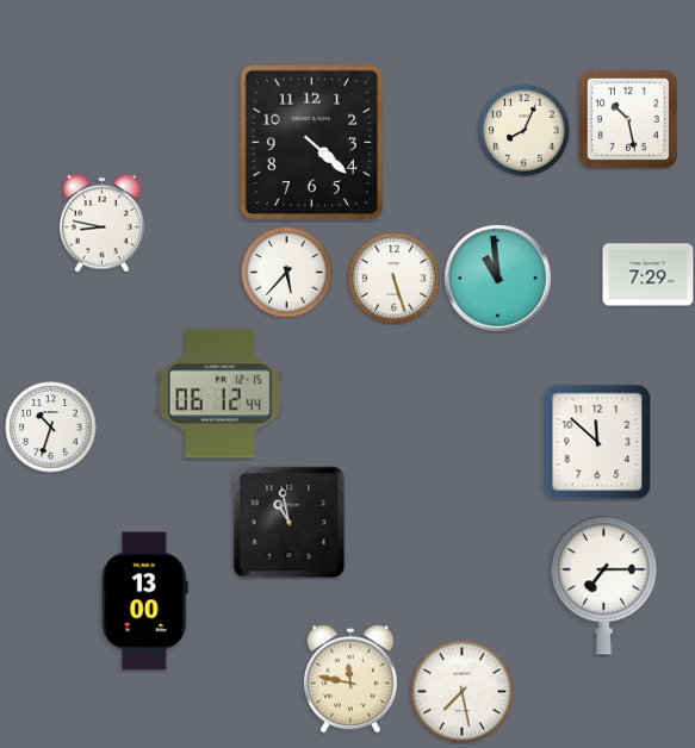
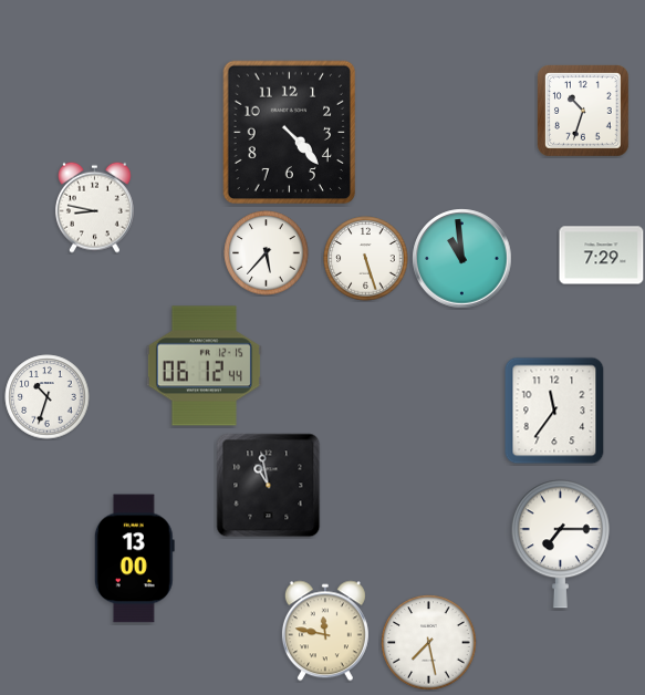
clock at (629, 120): 10:28 -> 10:33
clock at (525, 131): 8:04 -> none
clock at (312, 143): 4:22 -> 4:23
clock at (597, 442): 11:52 -> 11:36
